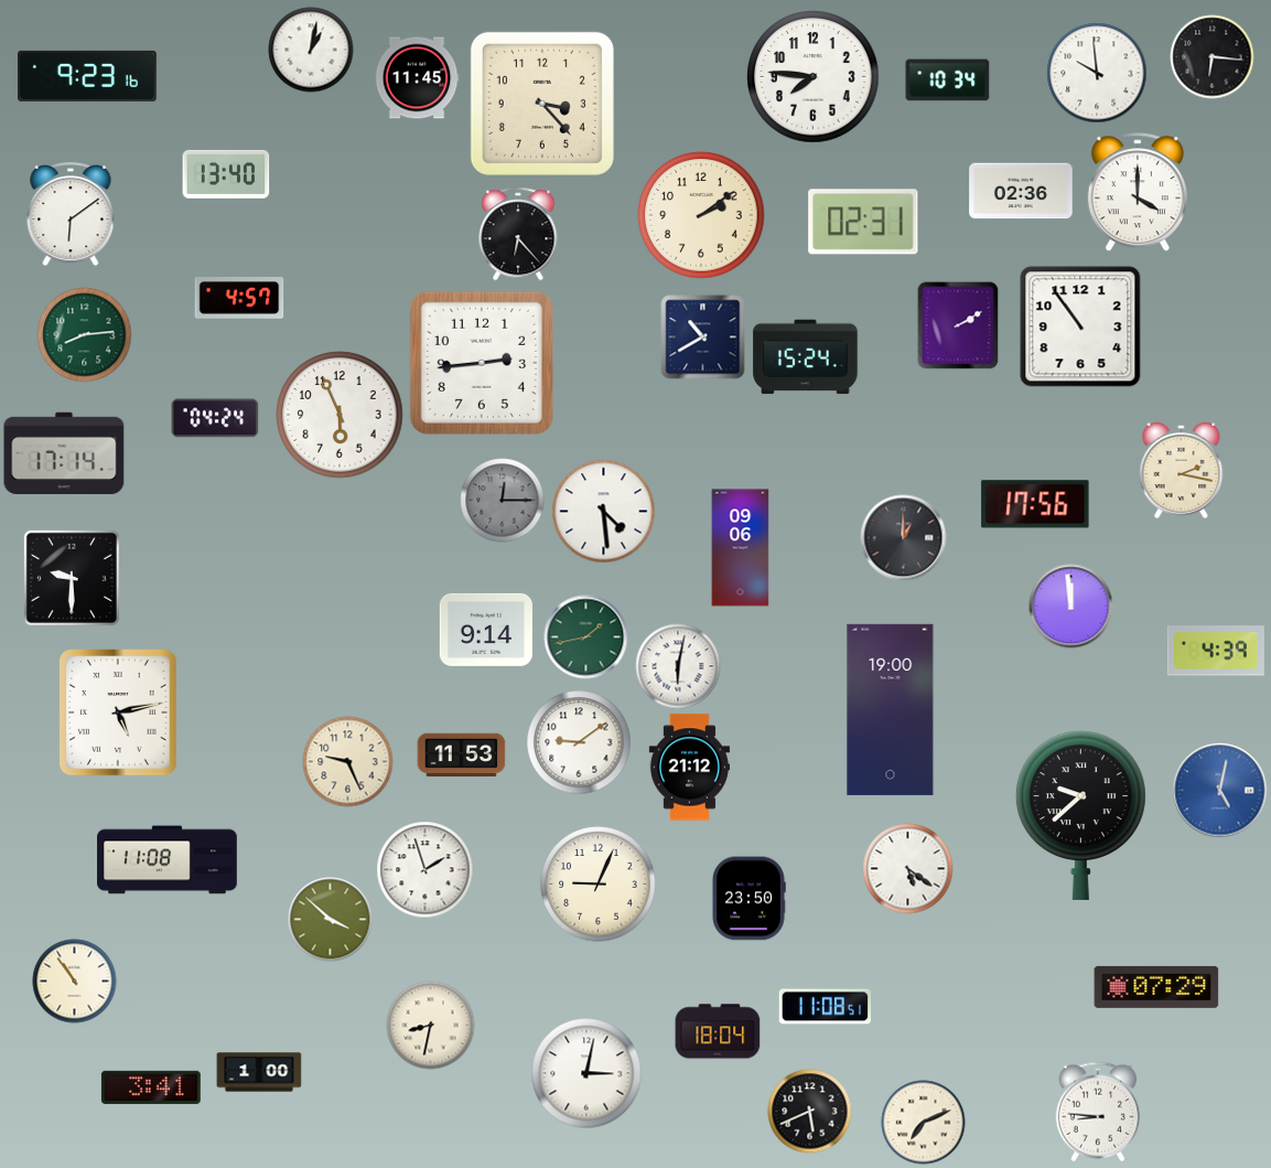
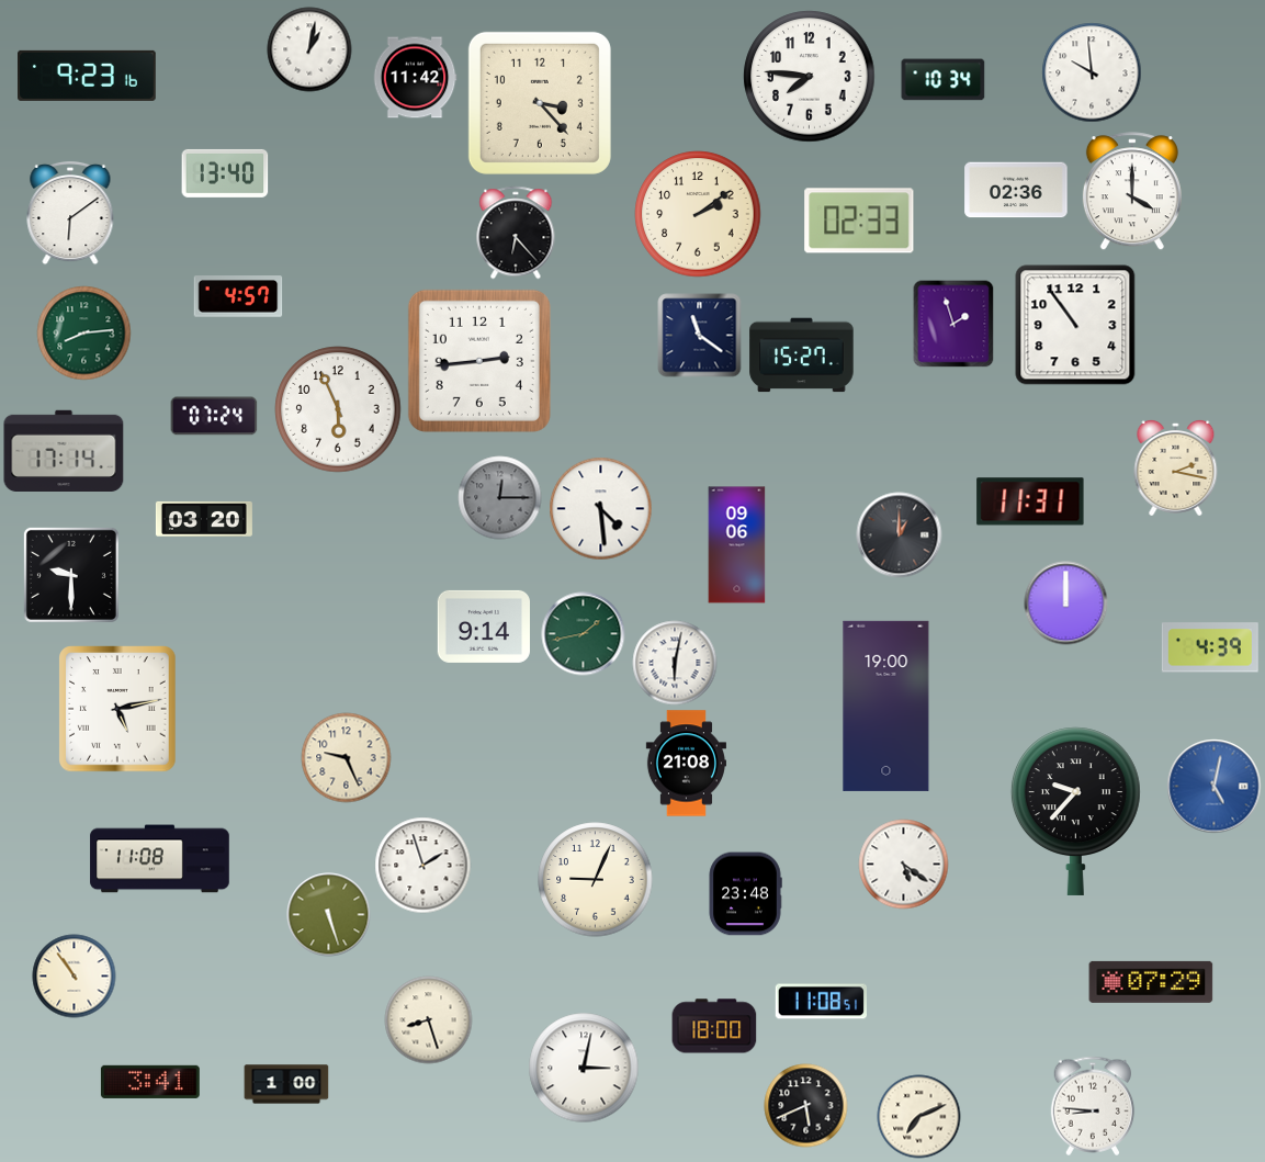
clock at (1213, 57): 6:16 -> none
clock at (417, 78): 11:45 -> 11:42
clock at (863, 222): 02:31 -> 02:33
clock at (958, 325): 2:10 -> 1:57
clock at (703, 337): 10:40 -> 11:21
clock at (806, 357): 15:24 -> 15:27
clock at (340, 415) position: (340, 415) -> (338, 409)
clock at (215, 418): 04:24 -> 07:24
clock at (1035, 504): 17:56 -> 11:31
clock at (204, 519): none -> 03:20
clock at (1071, 607): 11:59 -> 12:00
clock at (579, 742): 9:09 -> none
clock at (462, 756): 11:53 -> none
clock at (689, 768): 21:12 -> 21:08
clock at (1080, 815): 9:38 -> 9:37
clock at (168, 860) position: (168, 860) -> (160, 859)
clock at (748, 899): 23:50 -> 23:48
clock at (331, 920): 3:52 -> 5:27
clock at (431, 1026): 8:32 -> 8:27
clock at (718, 1031): 18:04 -> 18:00
clock at (259, 1072) position: (259, 1072) -> (286, 1084)
